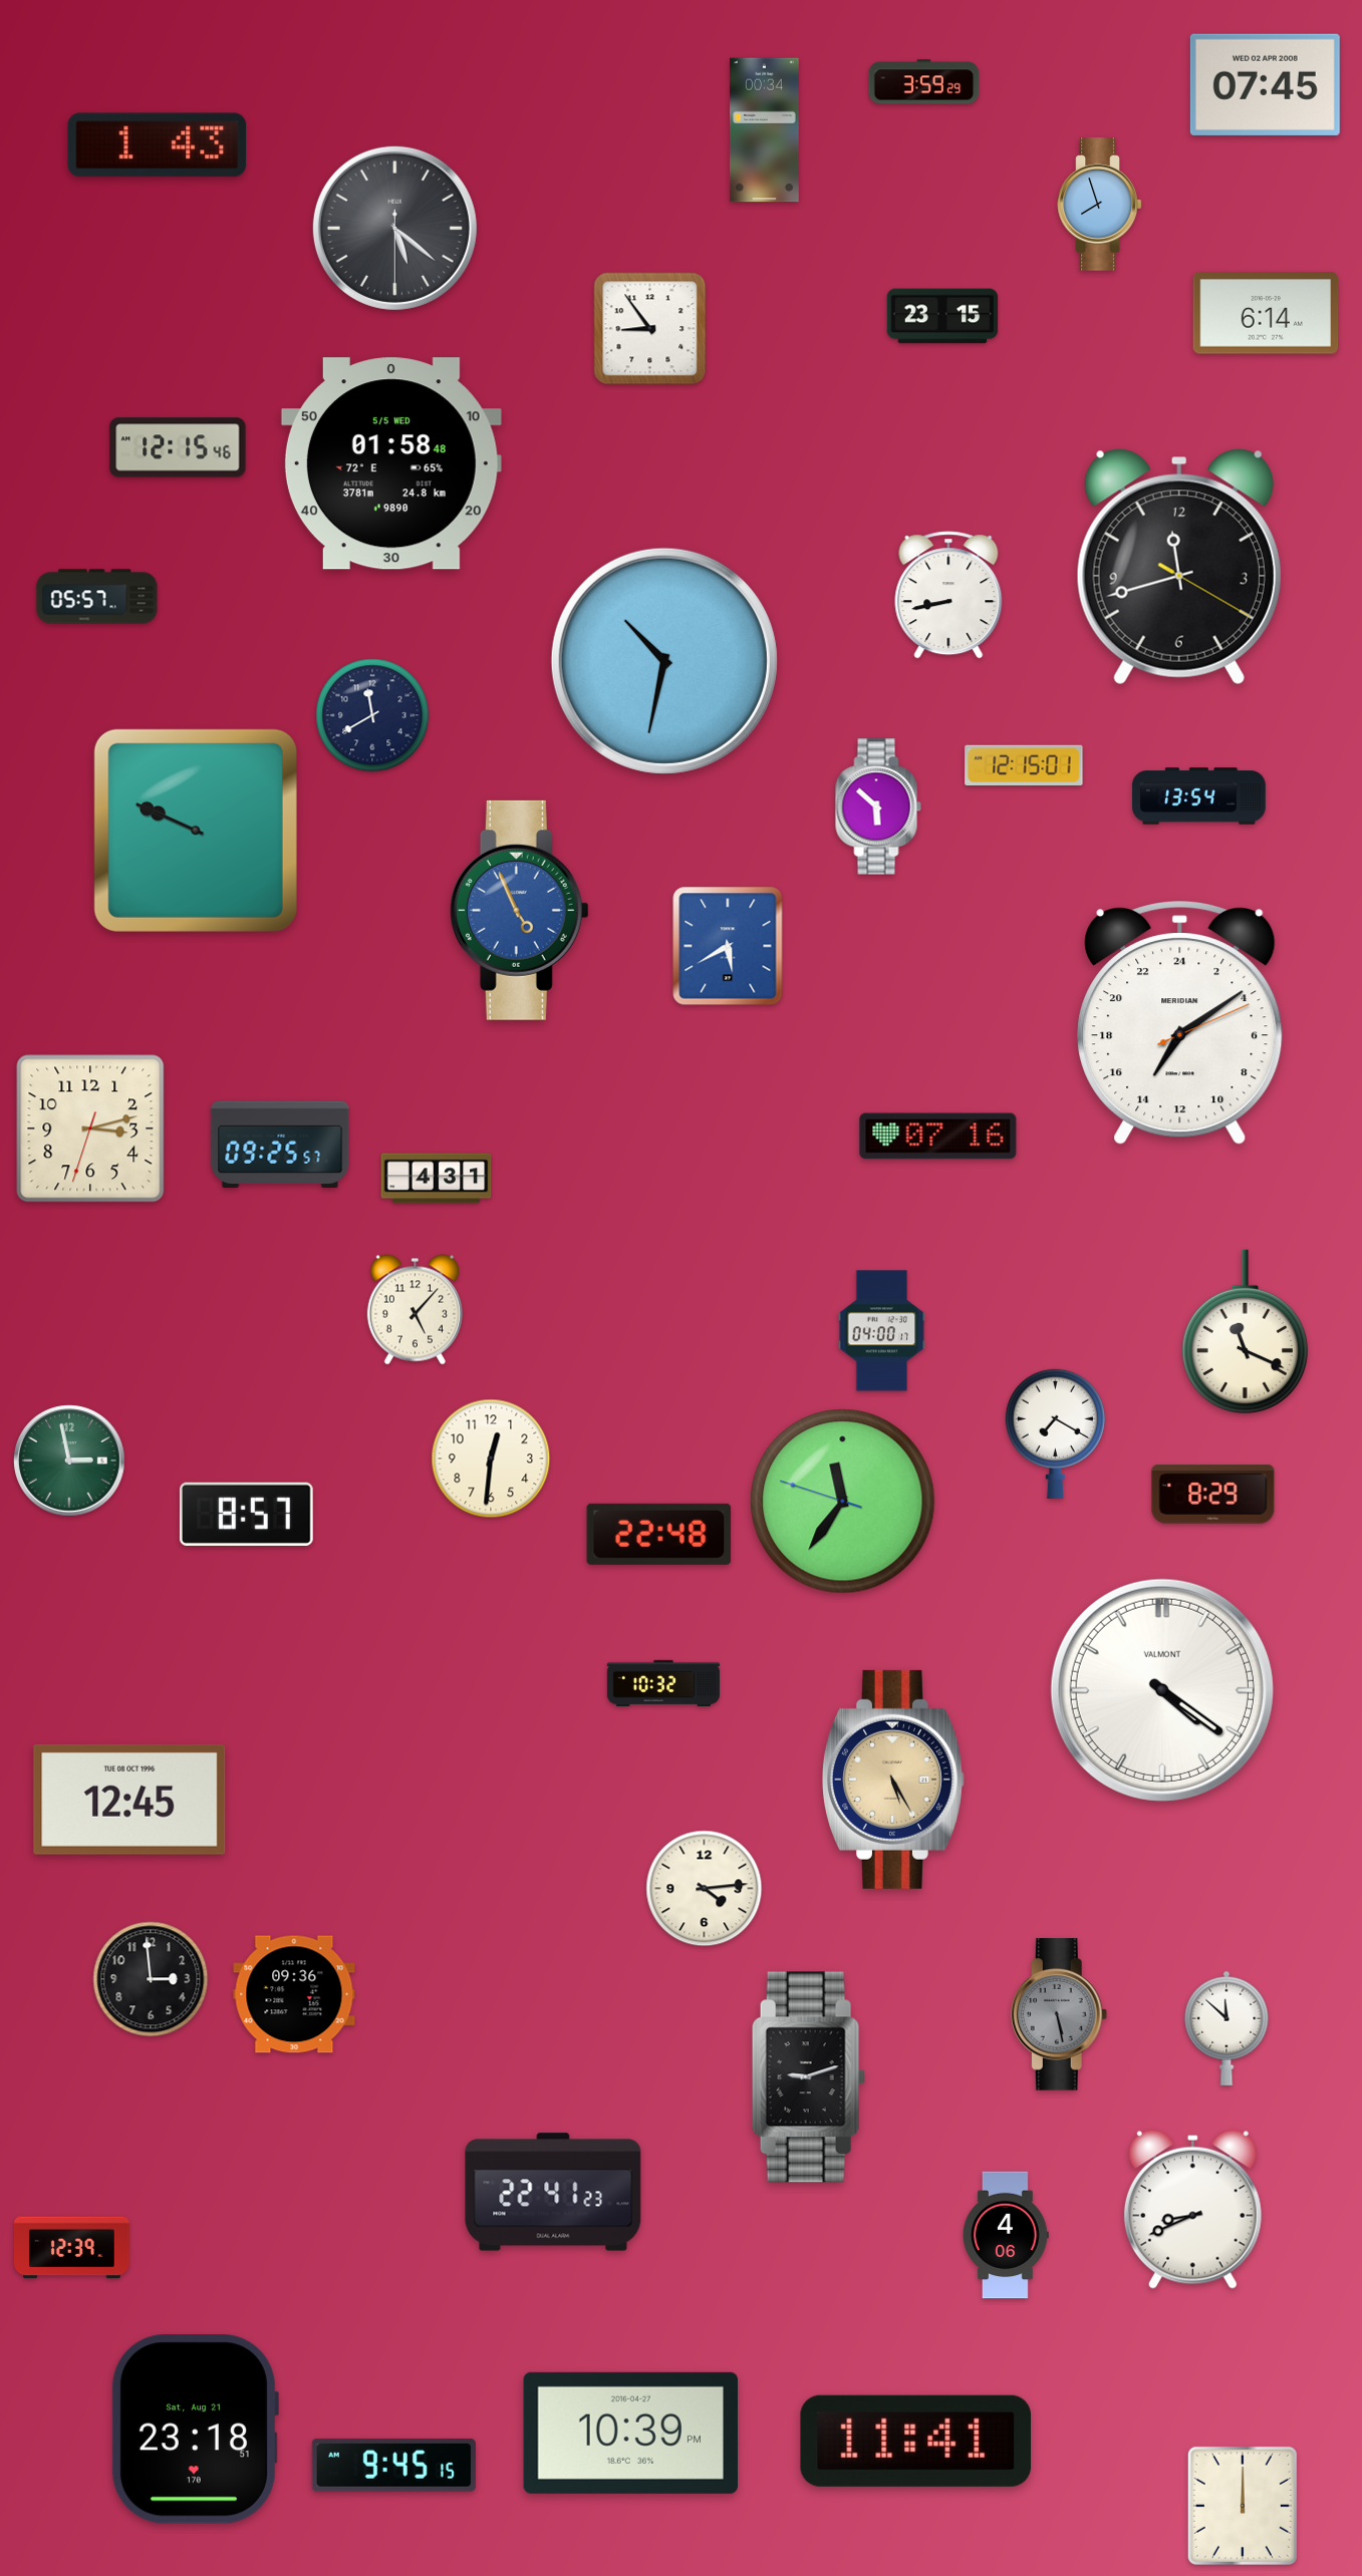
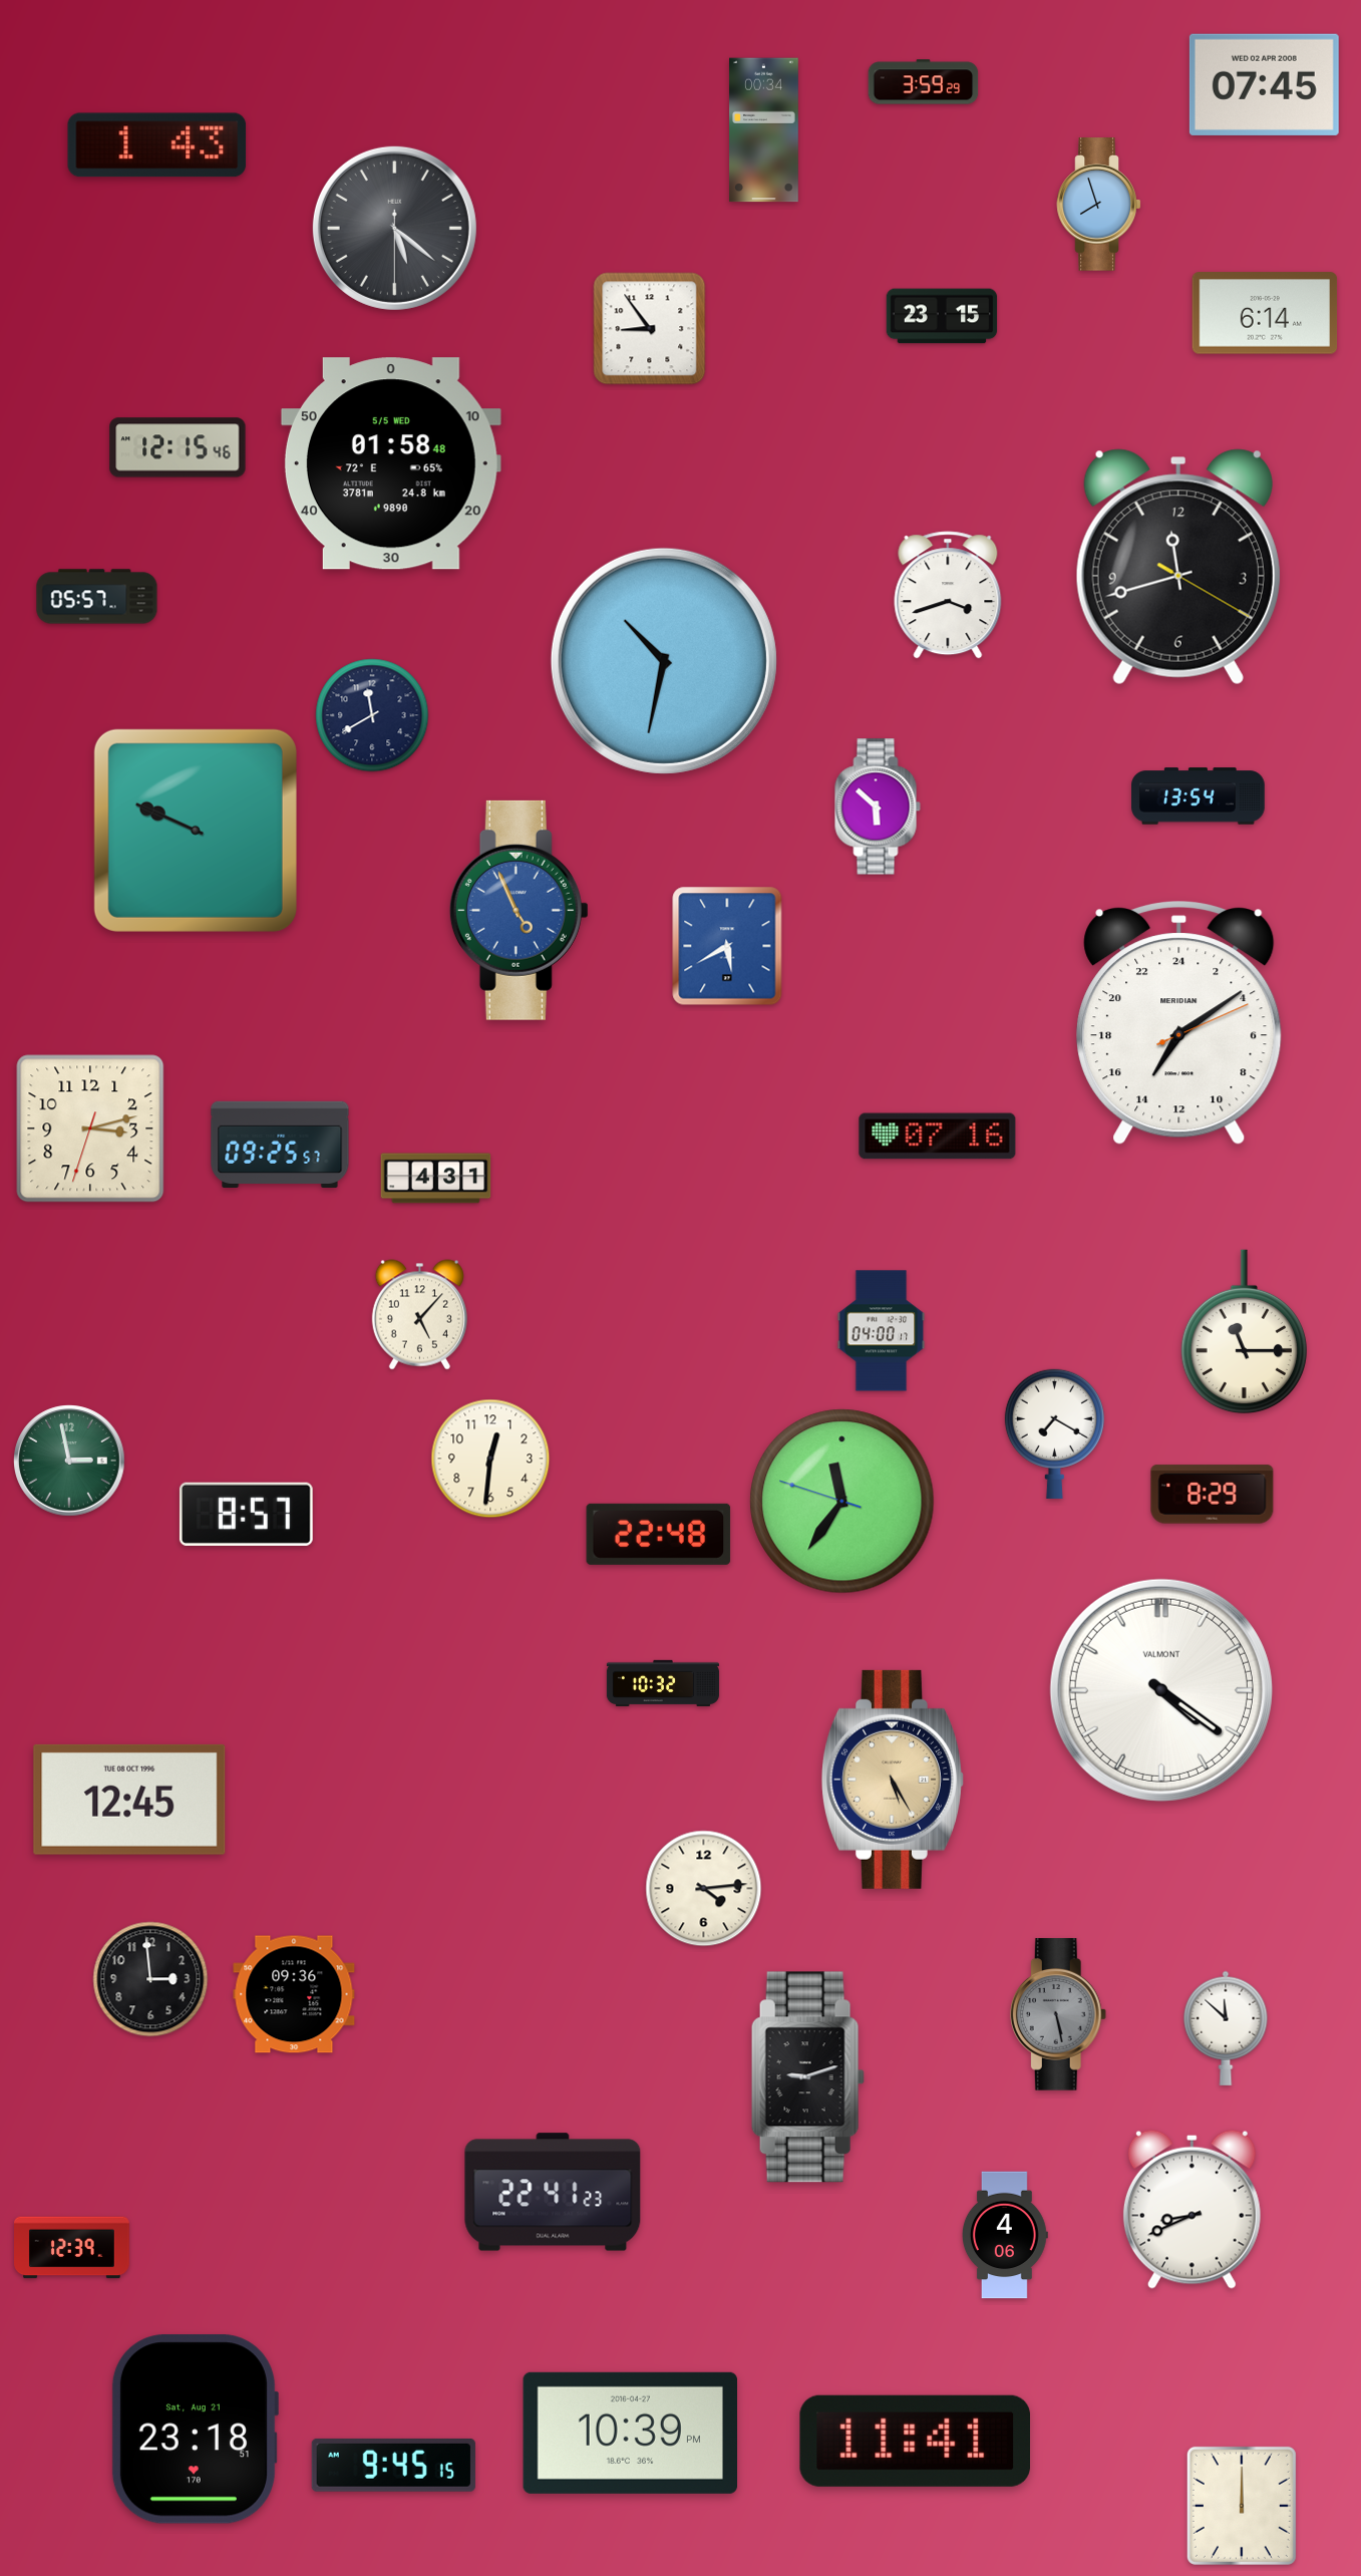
clock at (948, 595): 8:43 -> 3:42
clock at (1024, 765): 12:15 -> none
clock at (415, 1310) position: (415, 1310) -> (419, 1315)
clock at (1245, 1332): 11:19 -> 11:15
